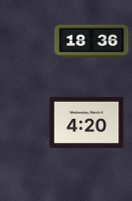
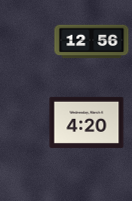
clock at (92, 42): 18:36 -> 12:56
